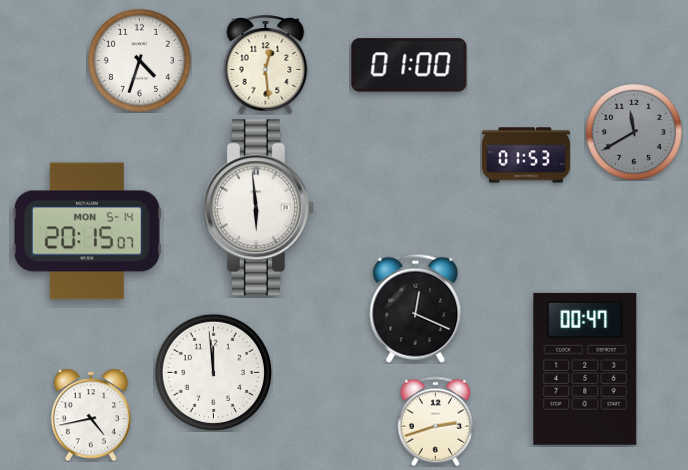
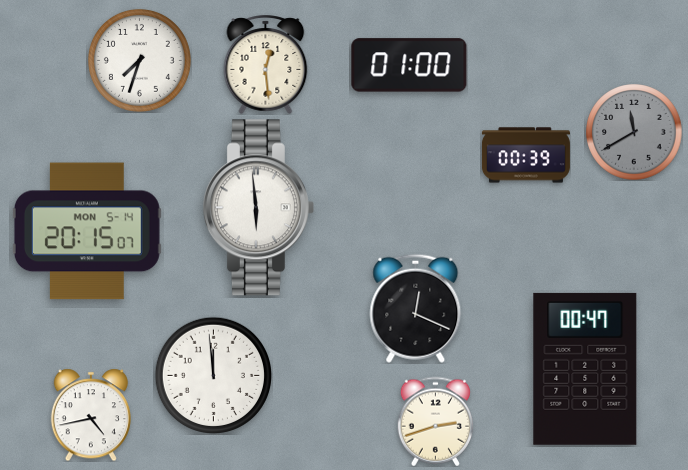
clock at (139, 60): 4:33 -> 7:33
clock at (526, 155): 01:53 -> 00:39
clock at (213, 372) position: (213, 372) -> (213, 375)
